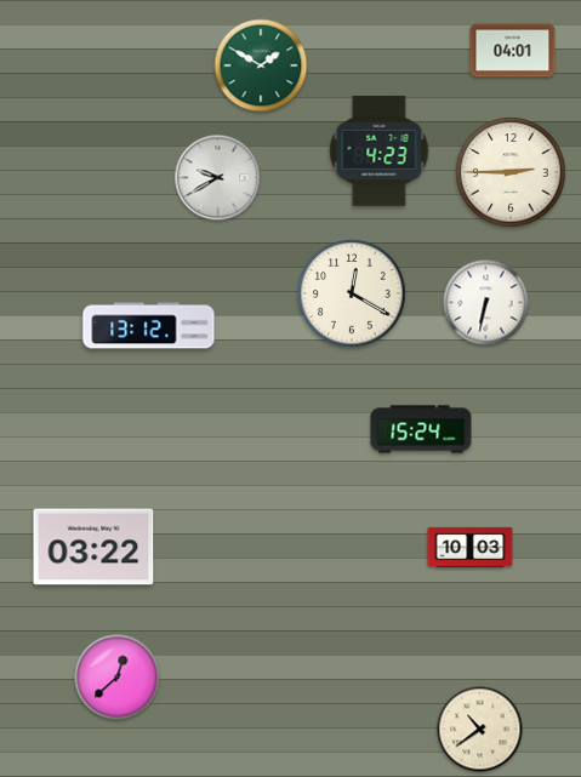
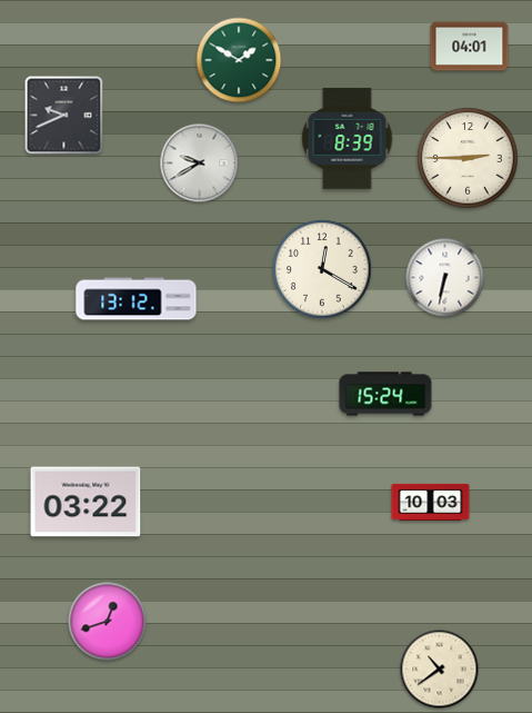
clock at (64, 116): none -> 9:41
clock at (380, 150): 4:23 -> 8:39
clock at (118, 678): 12:38 -> 12:42
